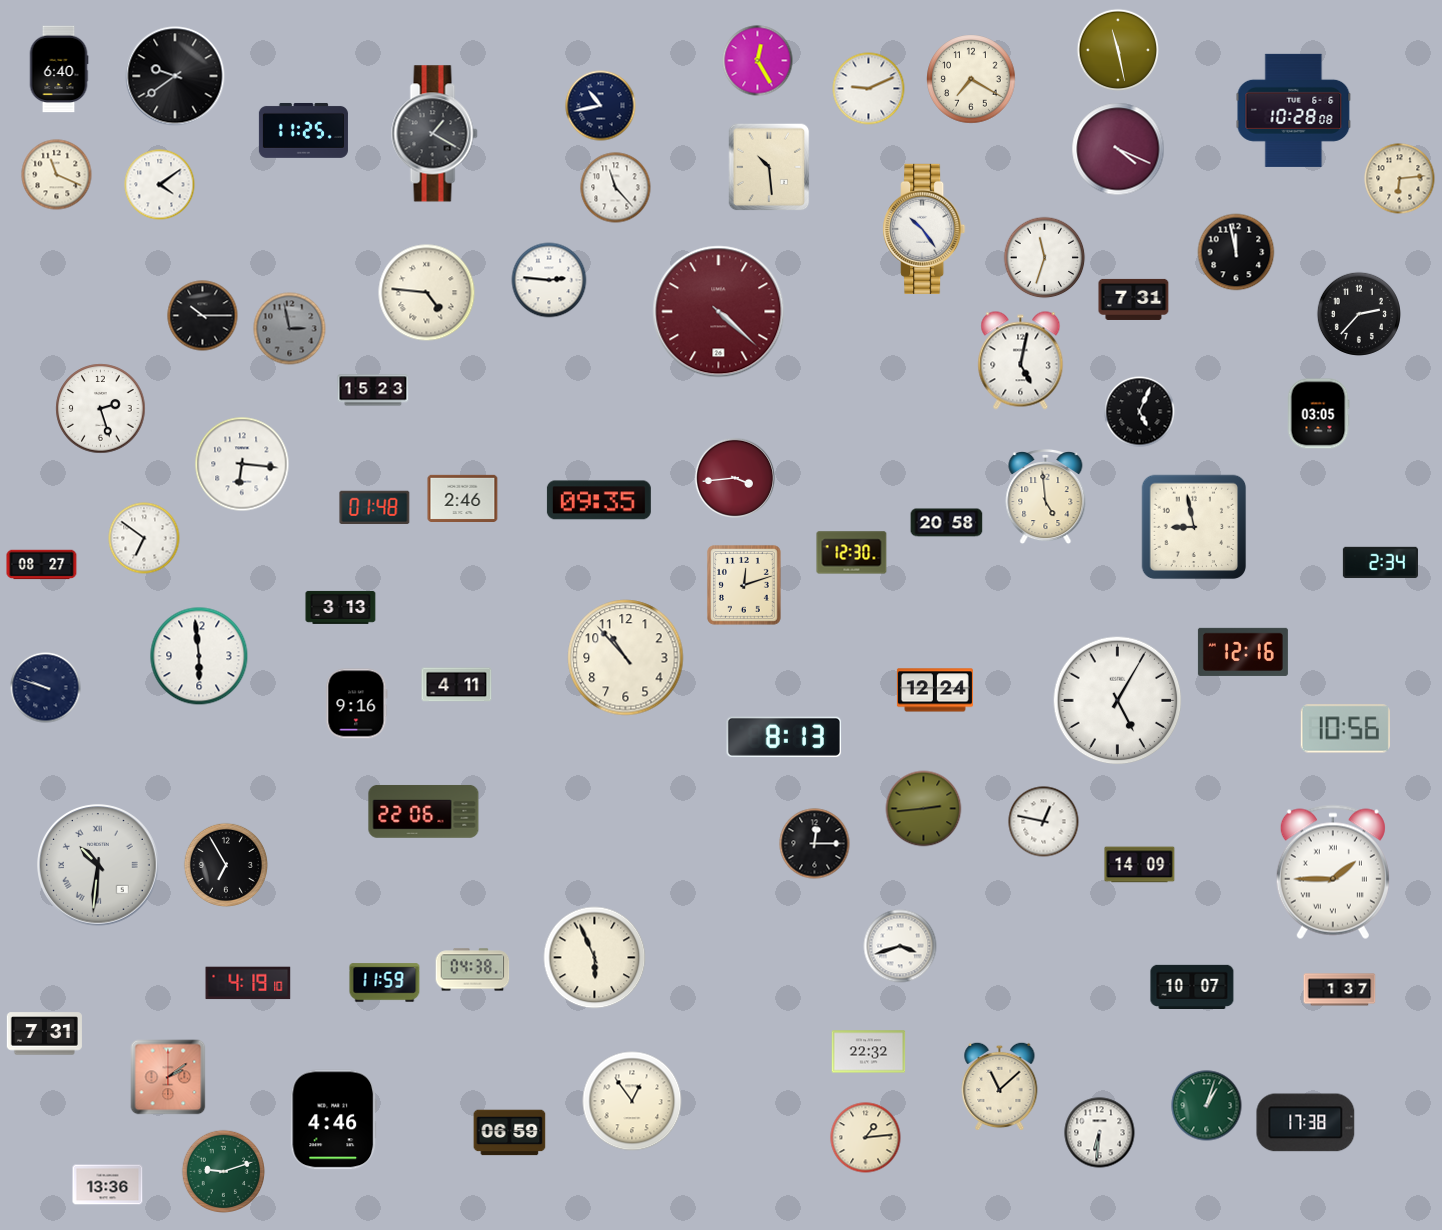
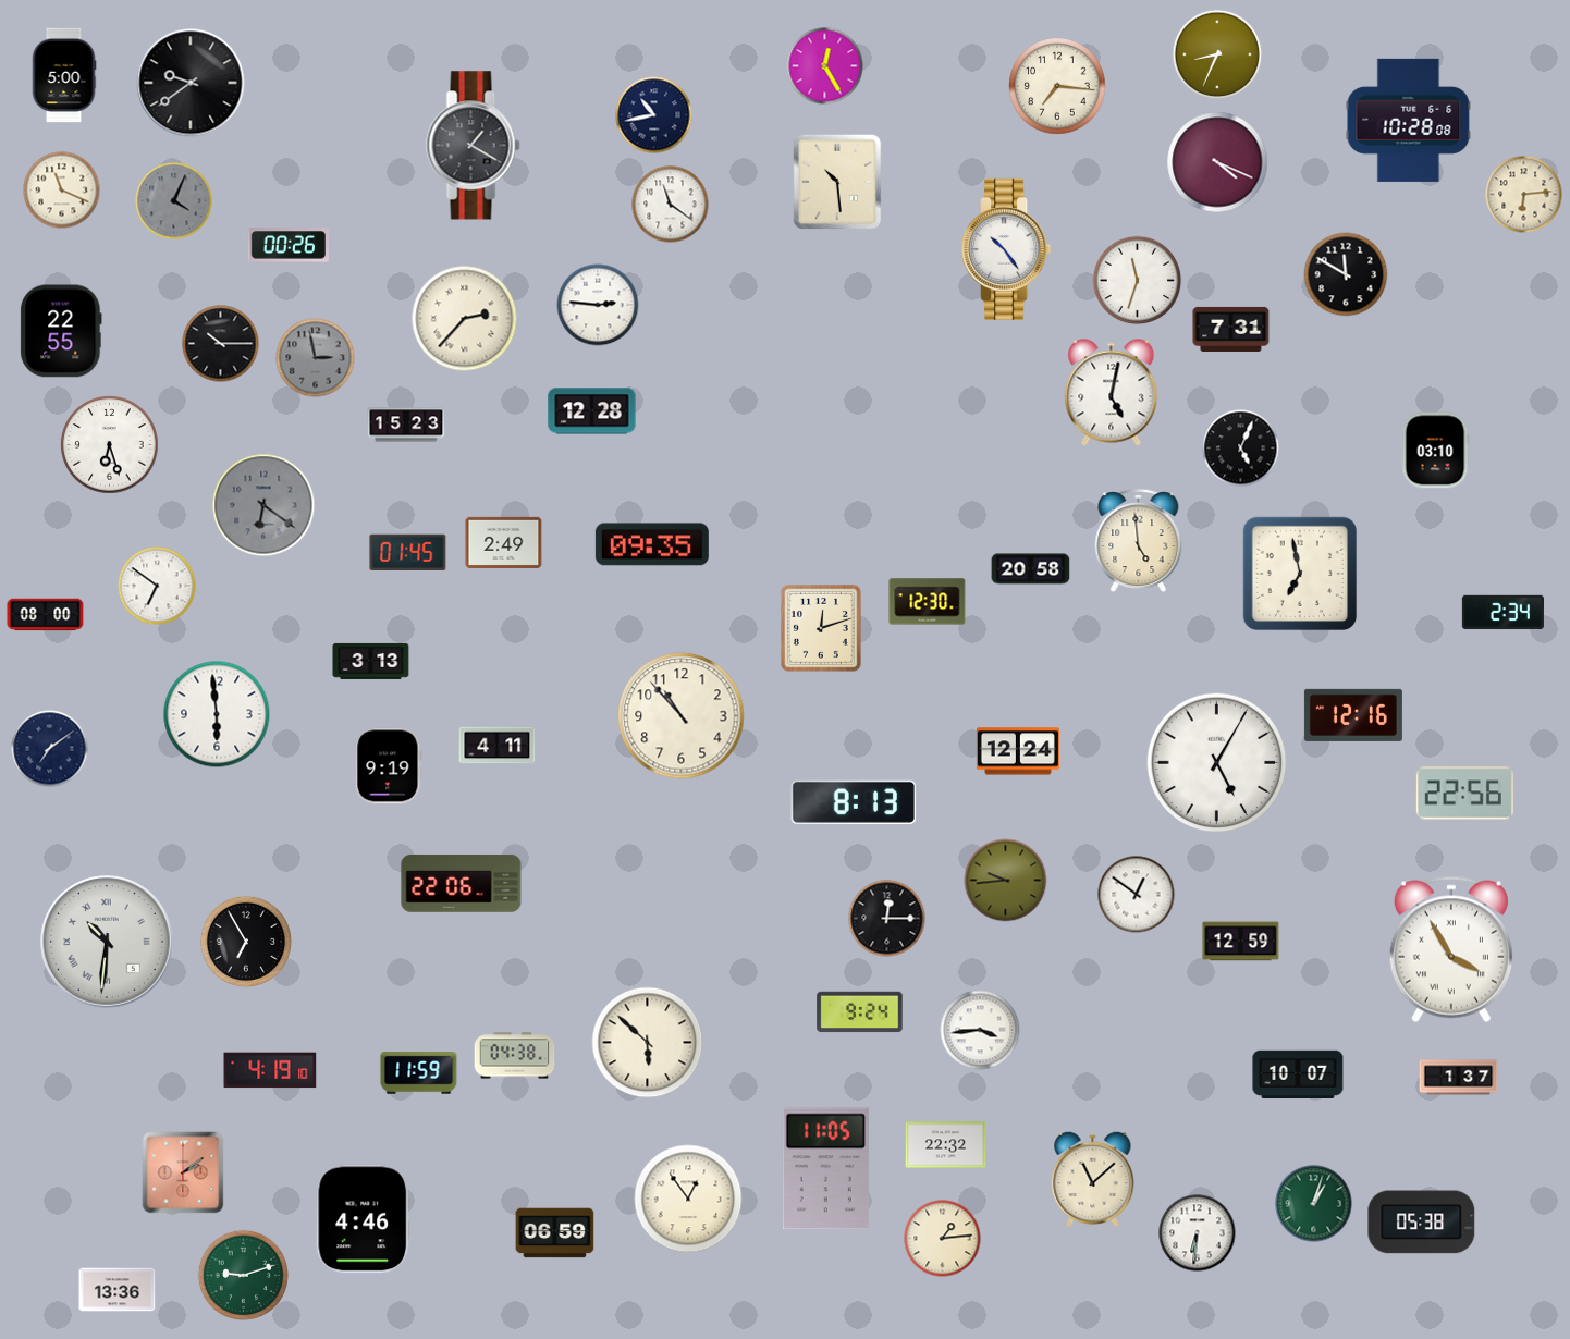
clock at (1118, 50): 11:28 -> 8:34
clock at (59, 69): 6:40 -> 5:00
clock at (971, 79): 7:20 -> 7:16
clock at (869, 89): 9:11 -> none
clock at (303, 130): 11:25 -> none
clock at (160, 185): 4:09 -> 4:04
clock at (160, 185) dial: white -> grey
clock at (616, 188): 11:23 -> 11:21
clock at (287, 245): none -> 00:26
clock at (1236, 252): 11:58 -> 11:50
clock at (427, 293): 4:46 -> 2:37
clock at (1134, 299) position: (1134, 299) -> (1231, 329)
clock at (61, 331): none -> 22:55
clock at (719, 312): 4:22 -> none
clock at (1359, 314): 2:37 -> none
clock at (592, 411): none -> 12:28
clock at (101, 409): 2:27 -> 6:27
clock at (1318, 414): 03:05 -> 03:10
clock at (242, 464): 6:16 -> 6:21
clock at (242, 464) dial: white -> grey
clock at (734, 477): 3:44 -> none
clock at (463, 498): 2:46 -> 2:49
clock at (375, 508): 01:48 -> 01:45
clock at (1194, 527): 8:58 -> 6:58
clock at (42, 565): 08:27 -> 08:00
clock at (744, 585) position: (744, 585) -> (821, 628)
clock at (1243, 652) position: (1243, 652) -> (1353, 715)
clock at (46, 688): 9:48 -> 7:09
clock at (357, 704): 9:16 -> 9:19
clock at (1345, 729): 10:56 -> 22:56
clock at (924, 809): 2:44 -> 9:44
clock at (1044, 822): 12:47 -> 12:51
clock at (1140, 865): 14:09 -> 12:59
clock at (1333, 872): 1:45 -> 3:55
clock at (860, 1012): none -> 9:24
clock at (900, 946): 3:42 -> 3:44
clock at (595, 958): 5:56 -> 5:52
clock at (385, 983) position: (385, 983) -> (419, 1073)
clock at (44, 1034): 7:31 -> none
clock at (825, 1169): none -> 11:05
clock at (1000, 1086) position: (1000, 1086) -> (1093, 1179)
clock at (1306, 1123): 17:38 -> 05:38
